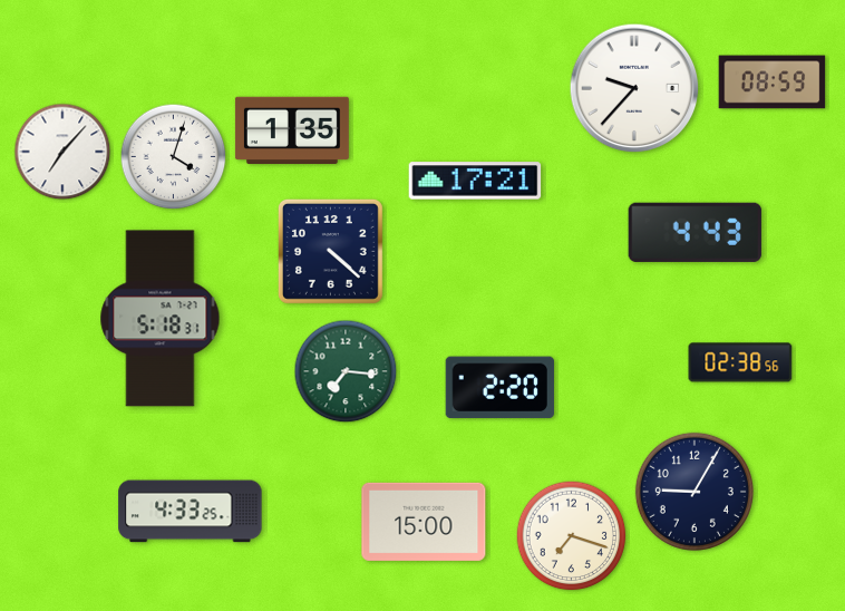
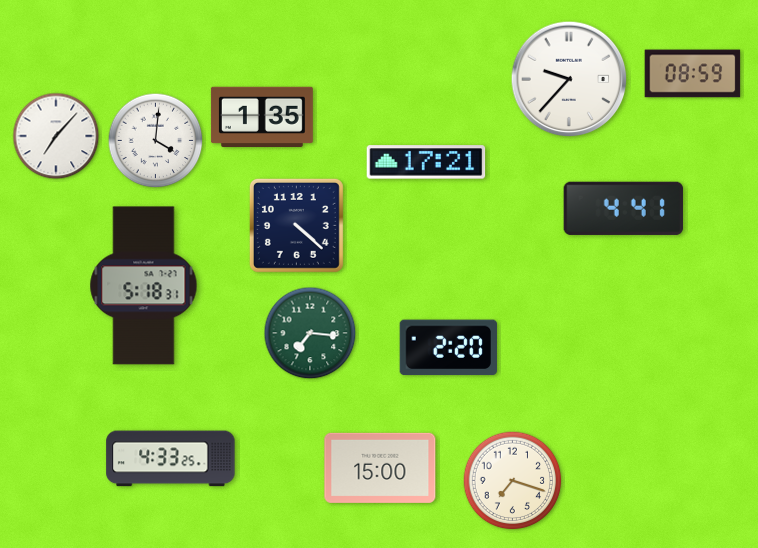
clock at (174, 157): 4:03 -> 4:01
clock at (695, 232): 4:43 -> 4:41
clock at (740, 362): 02:38 -> none
clock at (695, 492): 9:05 -> none
